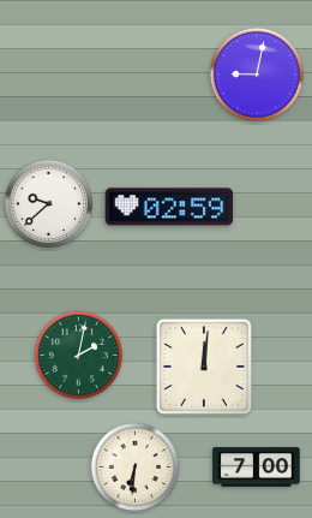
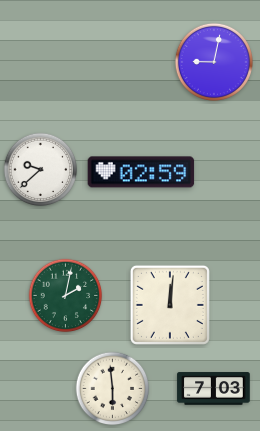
clock at (136, 468): 6:31 -> 5:59
clock at (257, 468): 7:00 -> 7:03
